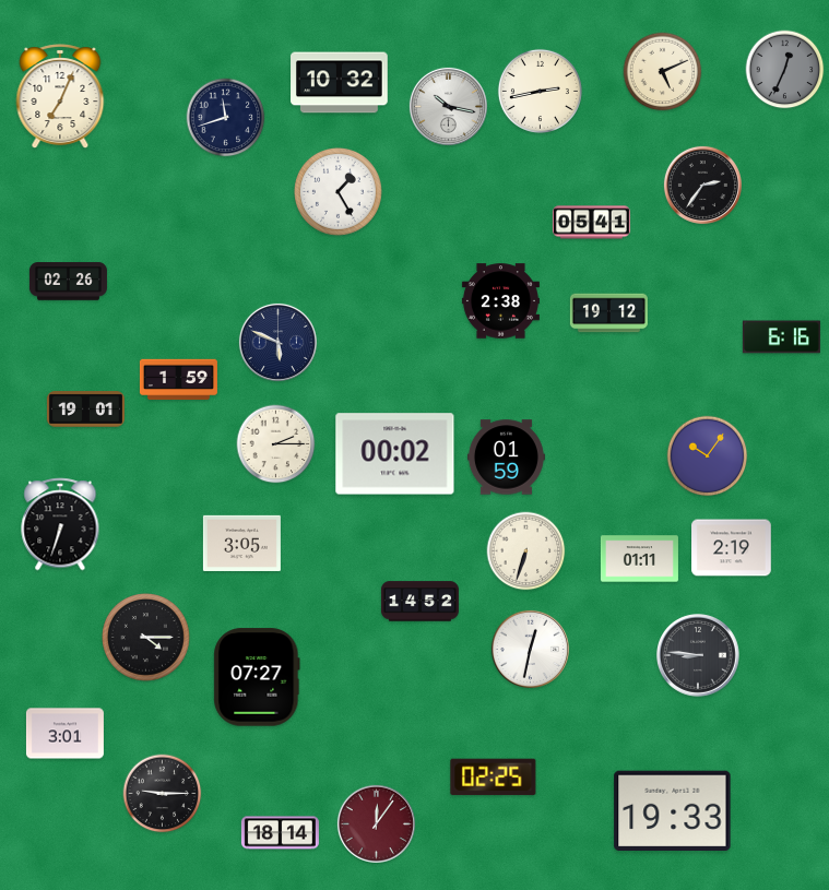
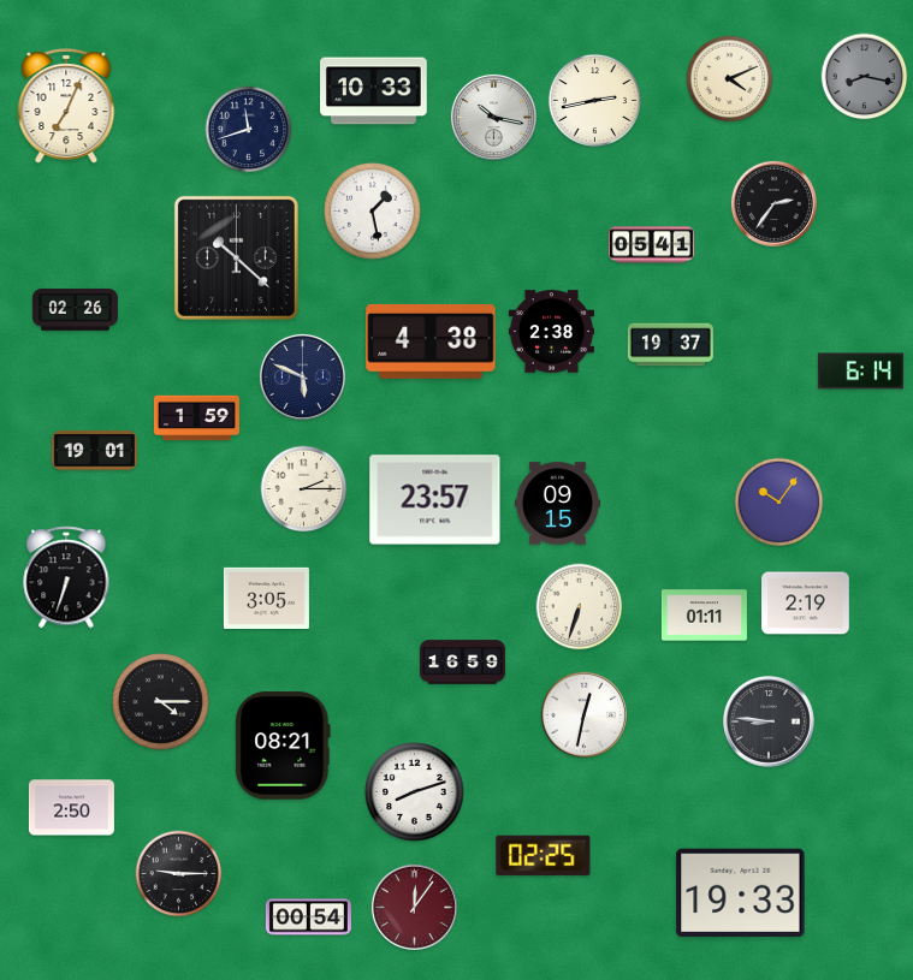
clock at (785, 70): 12:34 -> 8:17
clock at (663, 72): 5:11 -> 4:11
clock at (340, 83): 10:32 -> 10:33
clock at (339, 192): 1:25 -> 1:28
clock at (236, 257): none -> 10:22
clock at (431, 341): none -> 4:38
clock at (608, 313): 19:12 -> 19:37
clock at (781, 337): 6:16 -> 6:14
clock at (277, 342) position: (277, 342) -> (302, 376)
clock at (395, 454): 00:02 -> 23:57
clock at (506, 458): 01:59 -> 09:15
clock at (419, 602): 14:52 -> 16:59
clock at (257, 677): 07:27 -> 08:21
clock at (415, 792): none -> 8:12
clock at (64, 734): 3:01 -> 2:50
clock at (280, 833): 18:14 -> 00:54
